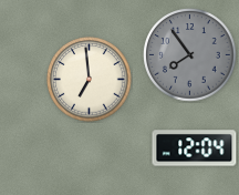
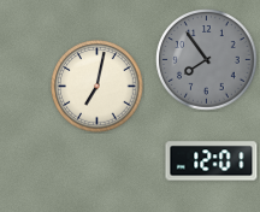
clock at (90, 80): 6:59 -> 7:02
clock at (195, 148): 12:04 -> 12:01
